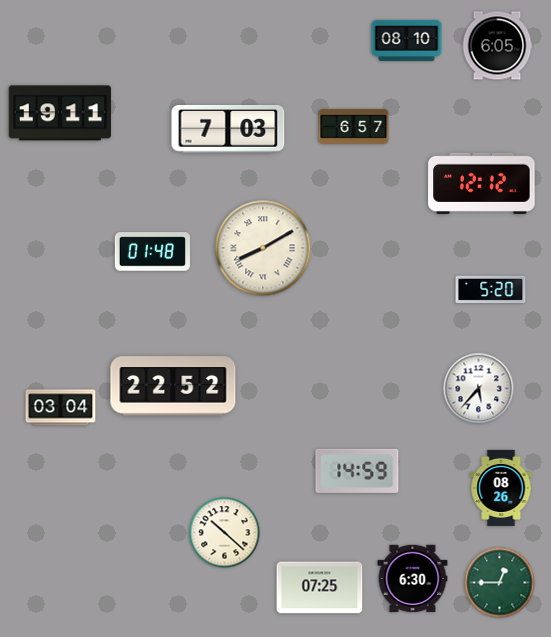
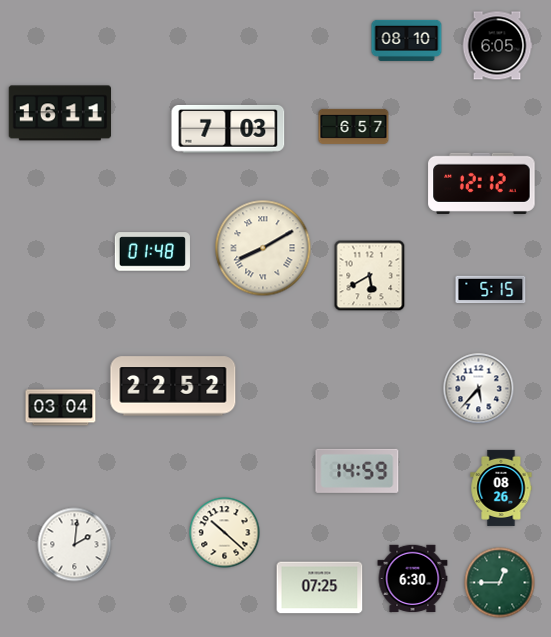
clock at (59, 113): 19:11 -> 16:11
clock at (370, 276): none -> 5:40
clock at (491, 290): 5:20 -> 5:15
clock at (75, 545): none -> 2:01
